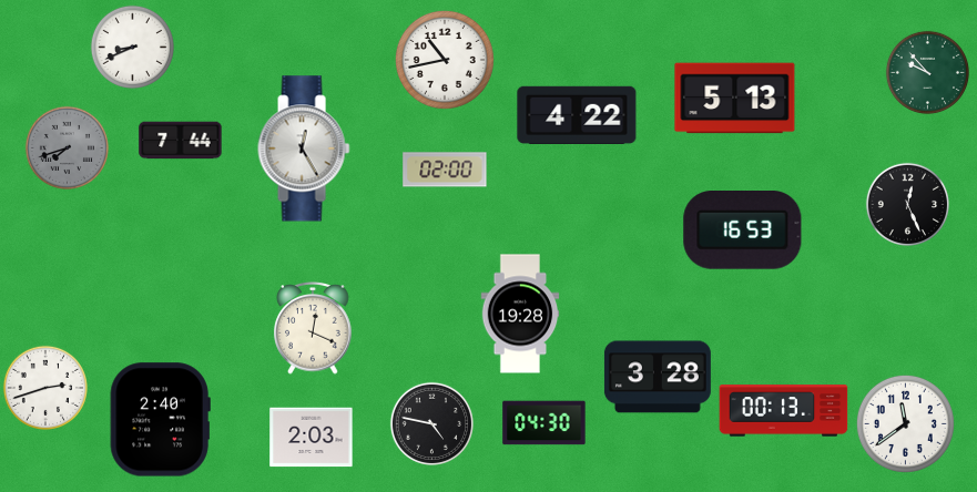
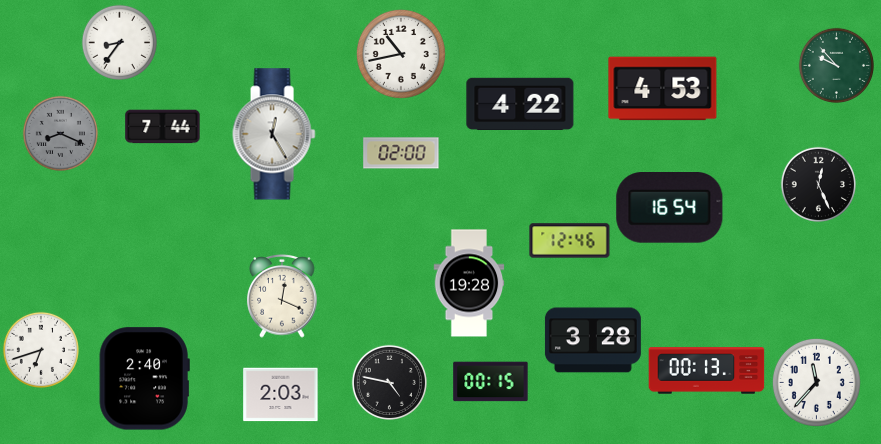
clock at (132, 47): 8:41 -> 8:36
clock at (735, 99): 5:13 -> 4:53
clock at (67, 147): 7:42 -> 8:19
clock at (743, 230): 16:53 -> 16:54
clock at (570, 241): none -> 12:46
clock at (45, 388): 2:42 -> 6:42
clock at (545, 423): 04:30 -> 00:15
clock at (905, 423): 11:39 -> 11:37
